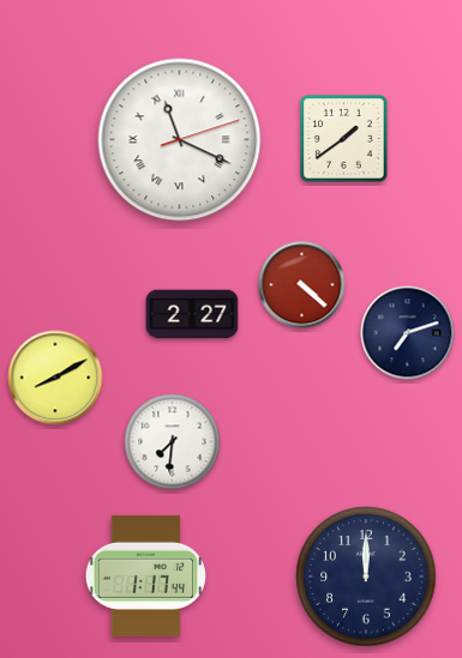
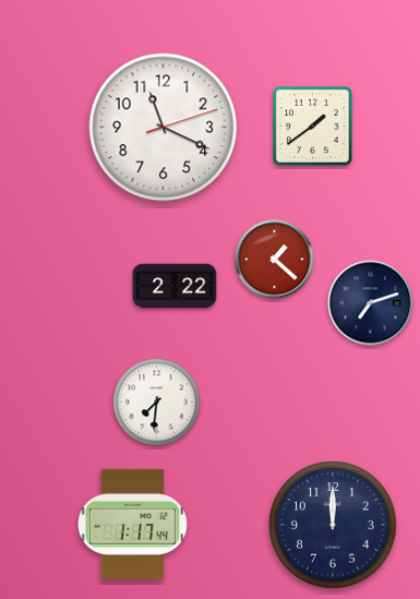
clock at (180, 140) numerals: Roman -> Arabic
clock at (302, 285): 4:22 -> 1:22
clock at (192, 314): 2:27 -> 2:22
clock at (55, 378): 8:10 -> none
